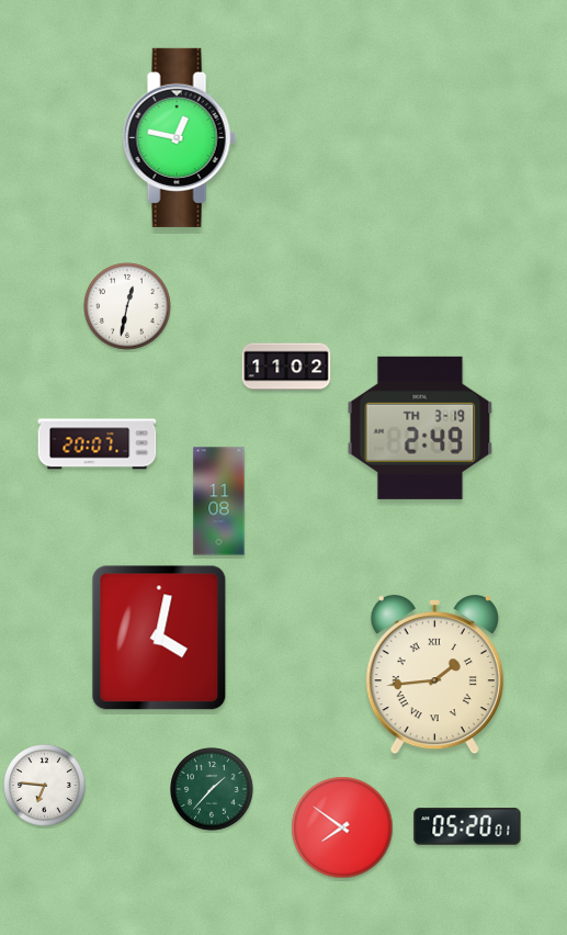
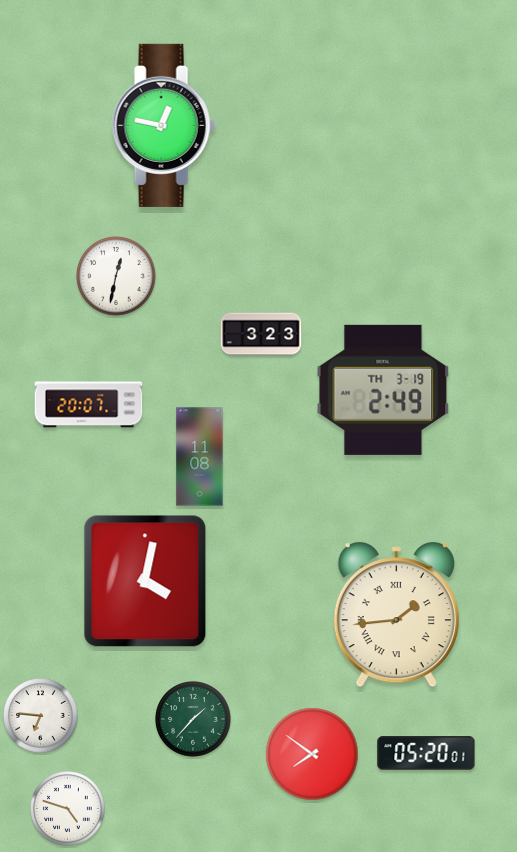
clock at (127, 306) position: (127, 306) -> (116, 276)
clock at (286, 367): 11:02 -> 3:23
clock at (68, 809): none -> 4:48
